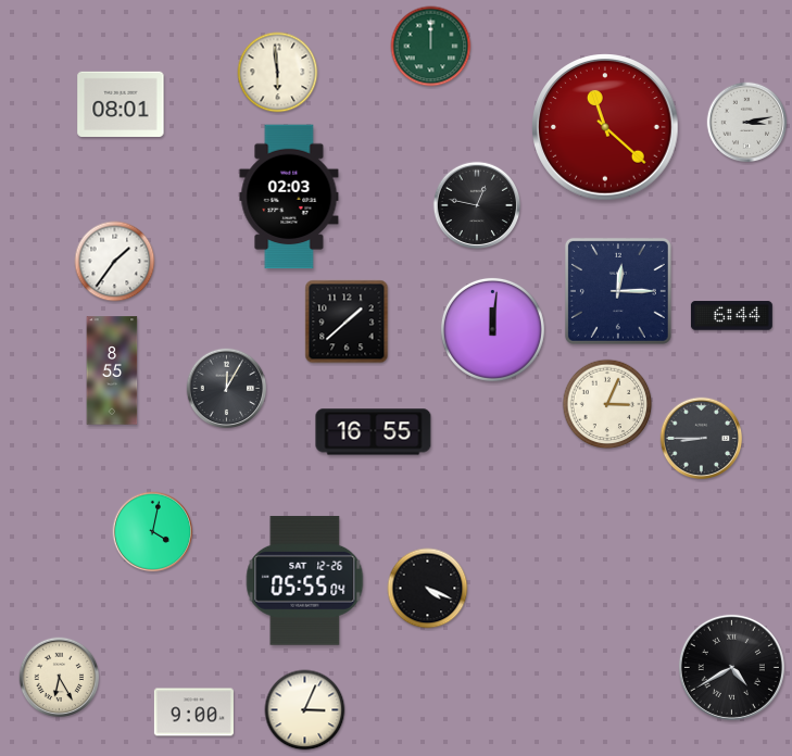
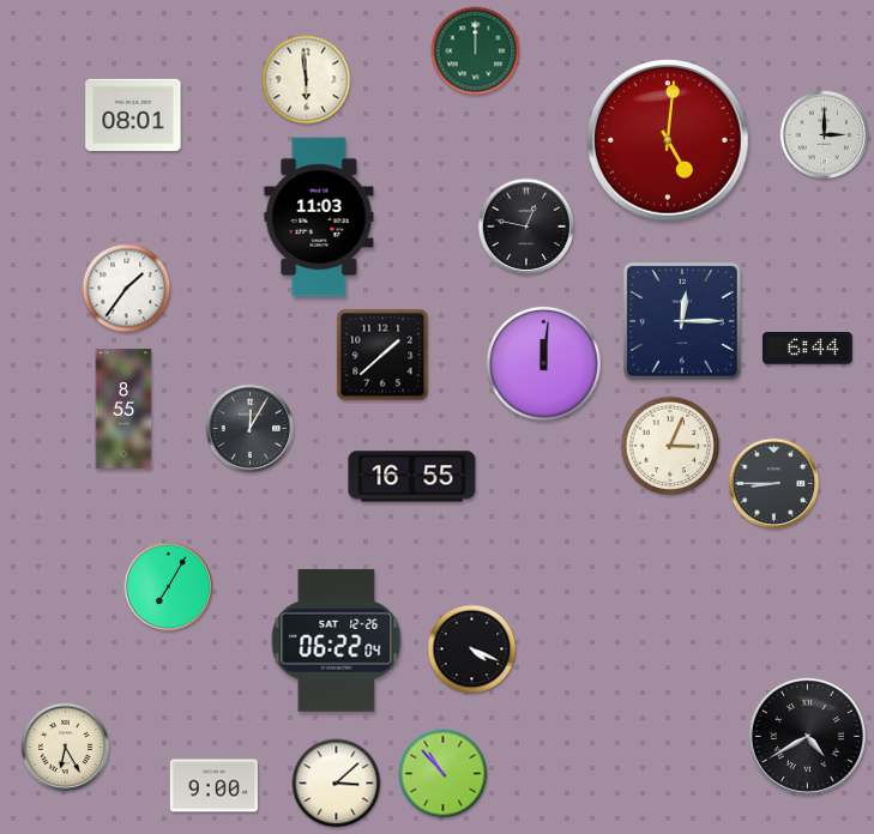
clock at (747, 123): 3:13 -> 3:00
clock at (605, 127): 11:22 -> 5:01
clock at (289, 197): 02:03 -> 11:03
clock at (153, 532): 4:02 -> 7:05
clock at (305, 580): 05:55 -> 06:22
clock at (444, 774): none -> 10:53
clock at (305, 710): 3:04 -> 3:08
